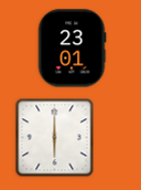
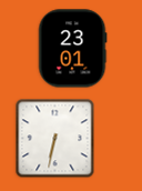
clock at (55, 138): 6:00 -> 6:32
